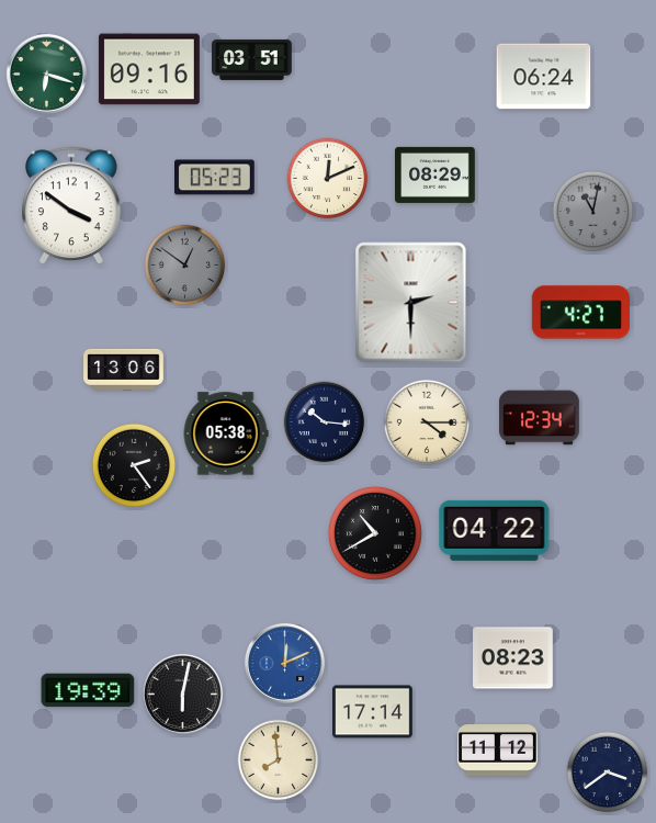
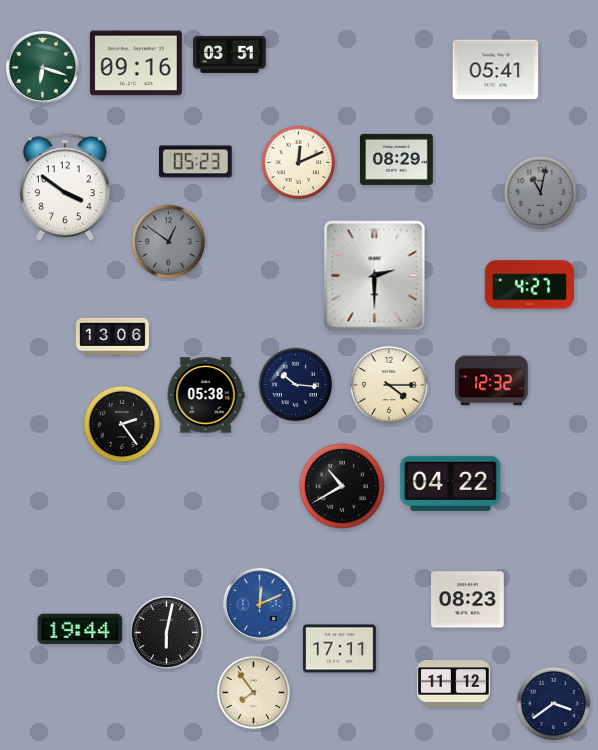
clock at (544, 77): 06:24 -> 05:41
clock at (540, 418): 12:34 -> 12:32
clock at (88, 690): 19:39 -> 19:44
clock at (373, 712): 17:14 -> 17:11
clock at (279, 760): 7:59 -> 7:54
